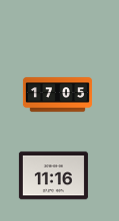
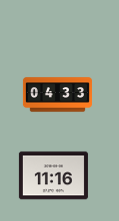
clock at (57, 95): 17:05 -> 04:33
